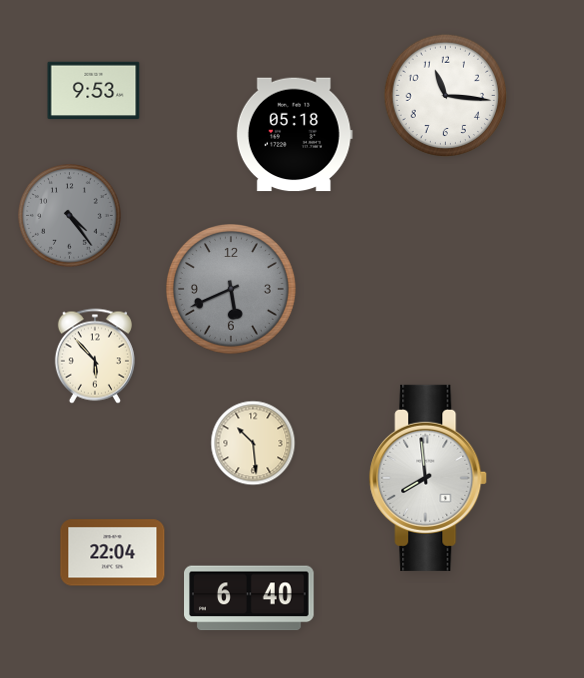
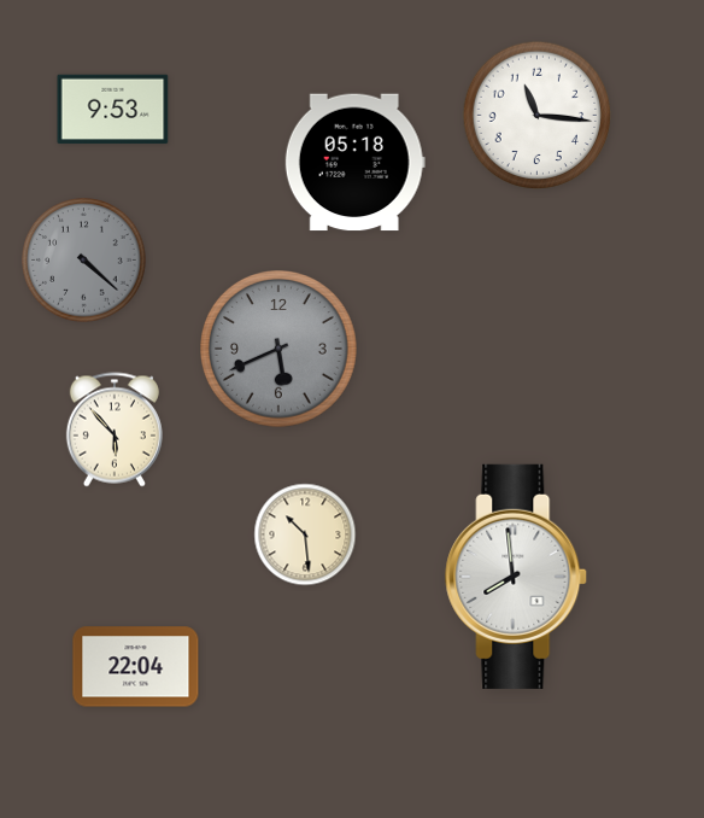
clock at (70, 216): 4:24 -> 4:22
clock at (250, 598): 6:40 -> none
